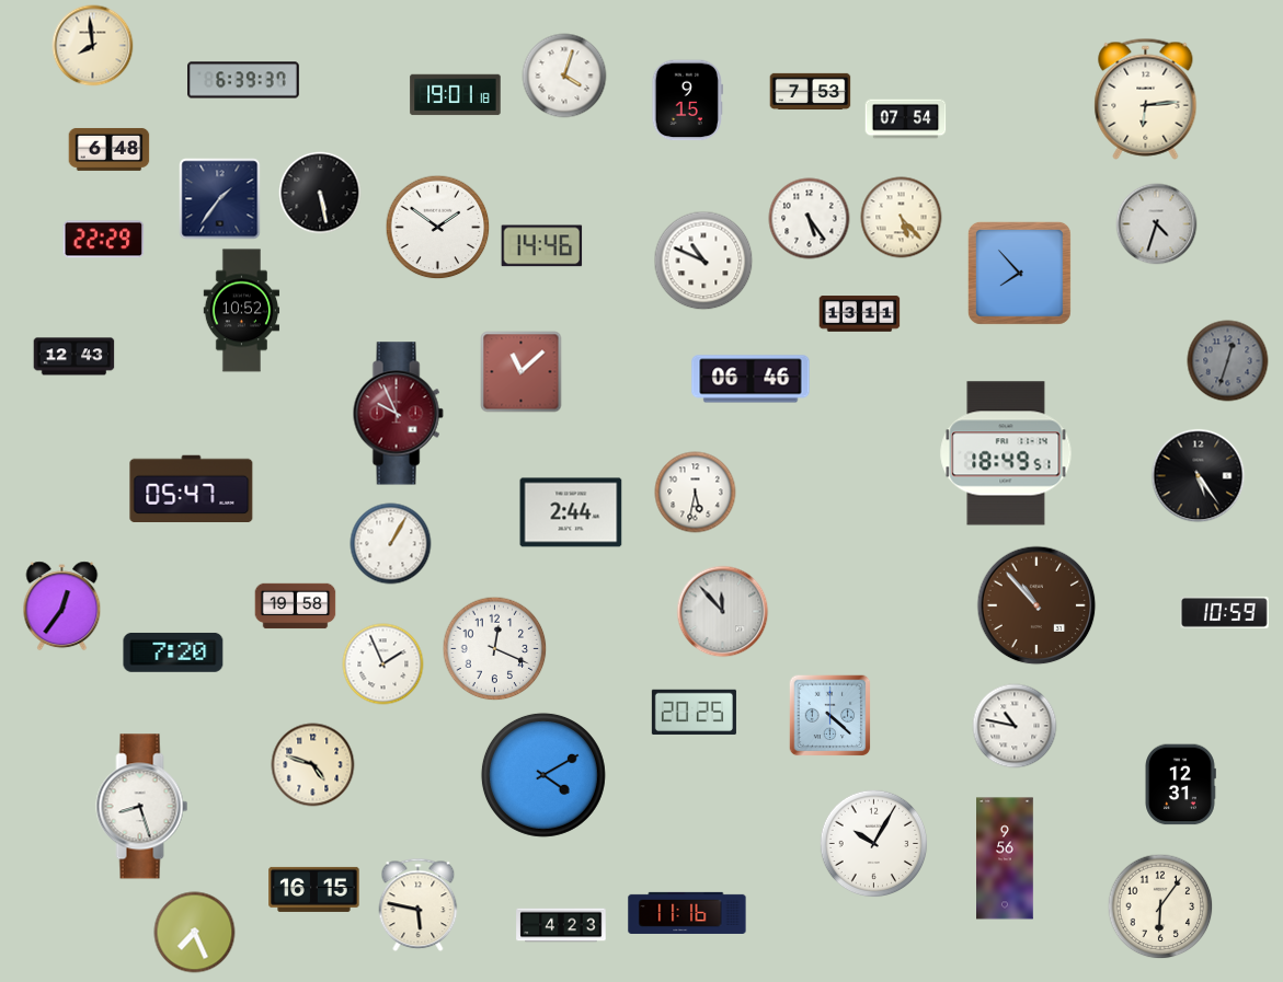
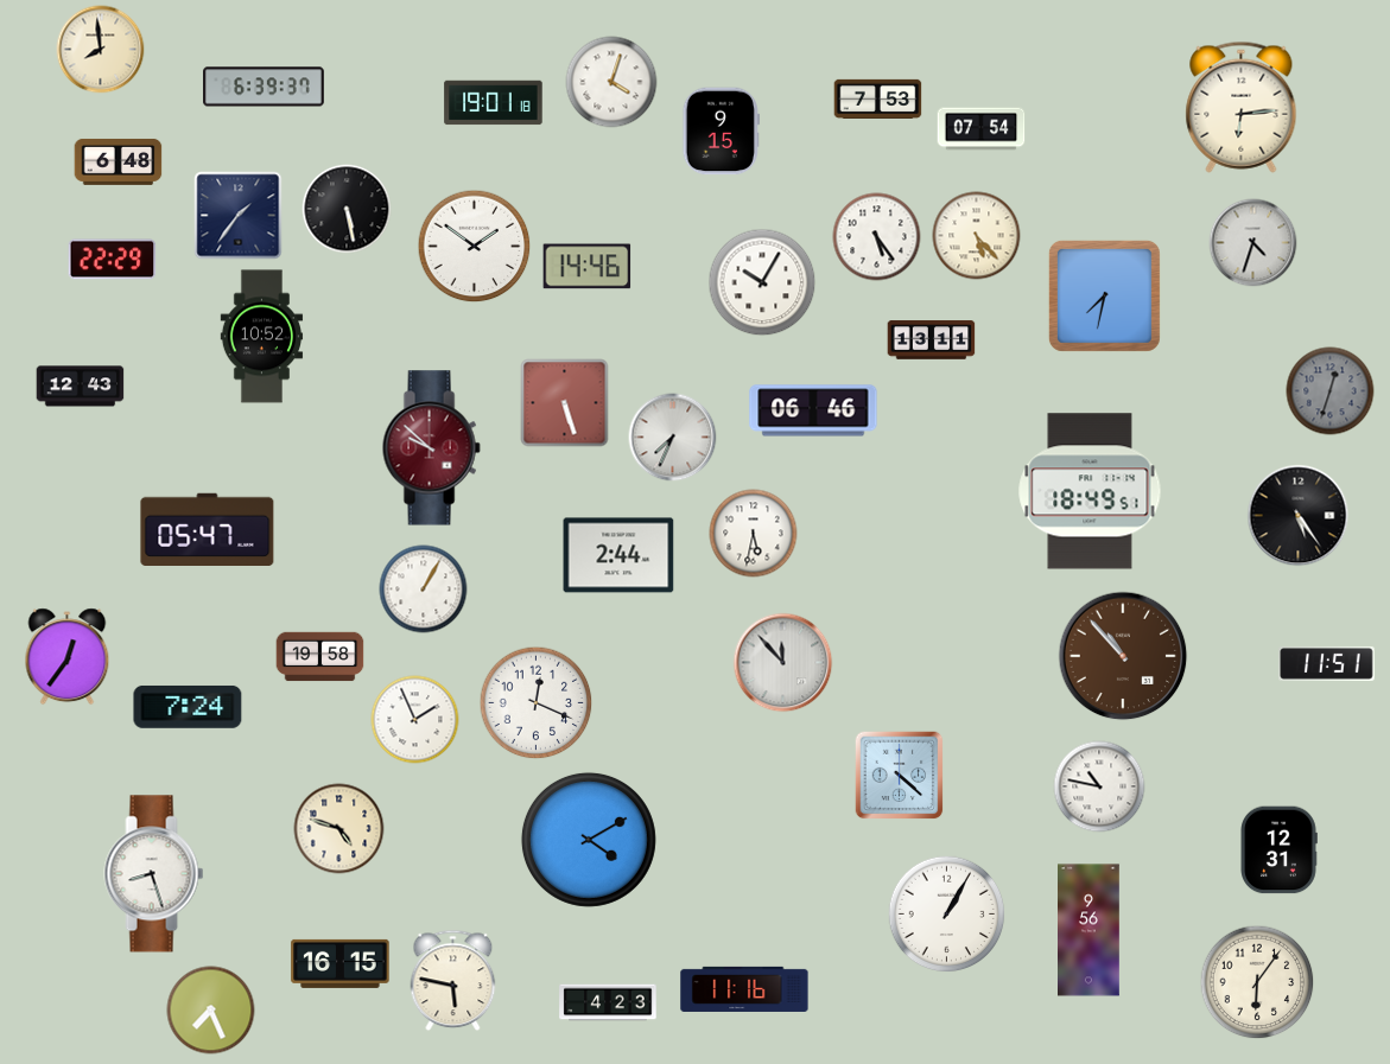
clock at (687, 101) position: (687, 101) -> (721, 132)
clock at (703, 261): 10:49 -> 10:05
clock at (1019, 273): 7:53 -> 7:32
clock at (522, 372): 11:08 -> 5:27
clock at (673, 438): none -> 7:34
clock at (398, 414): 9:56 -> 9:52
clock at (1225, 612): 10:59 -> 11:51
clock at (173, 652): 7:20 -> 7:24
clock at (694, 712): 20:25 -> none
clock at (874, 844): 10:05 -> 1:05
